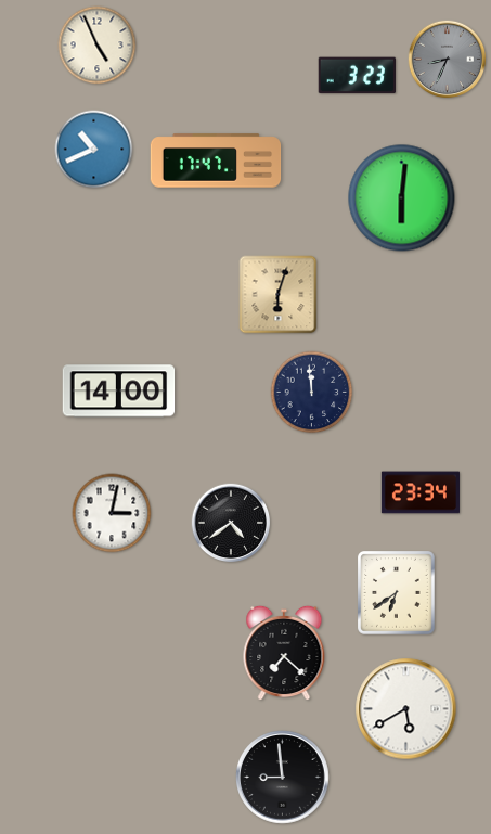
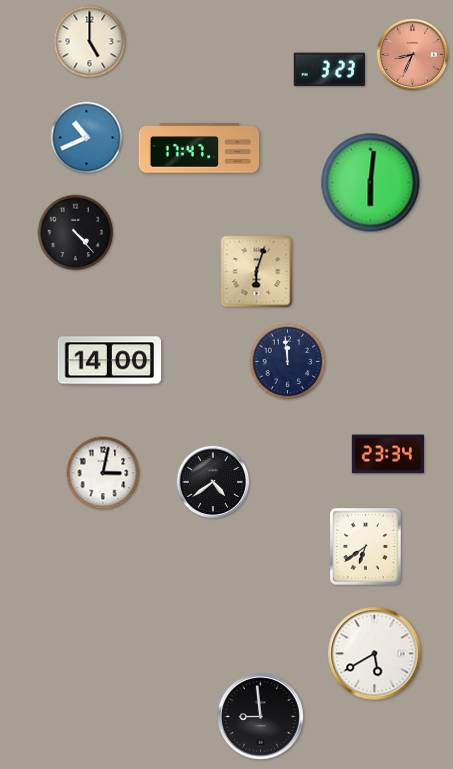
clock at (98, 46): 4:56 -> 5:00
clock at (448, 60) dial: grey -> salmon
clock at (76, 233): none -> 4:23
clock at (284, 653): 7:22 -> none
